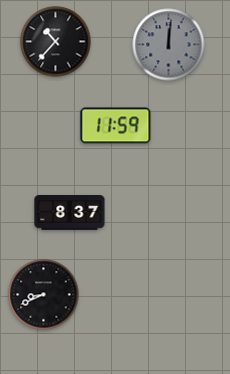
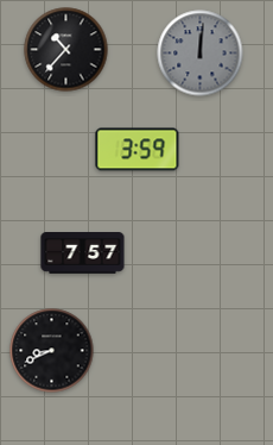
clock at (116, 126): 11:59 -> 3:59
clock at (70, 213): 8:37 -> 7:57
